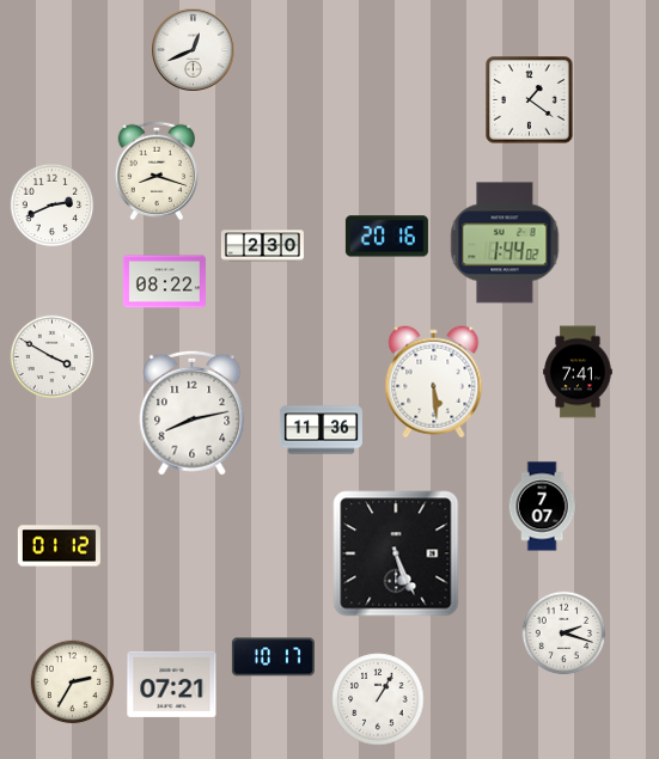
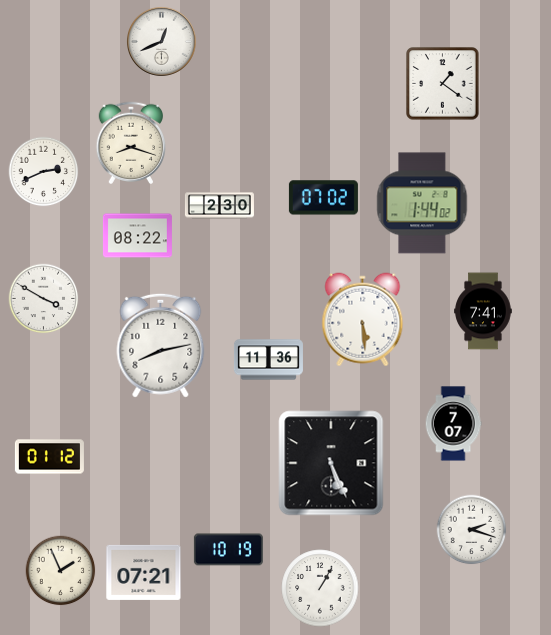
clock at (386, 237): 20:16 -> 07:02
clock at (273, 657): 10:17 -> 10:19
clock at (73, 683): 2:35 -> 1:56
clock at (378, 699) position: (378, 699) -> (320, 588)
